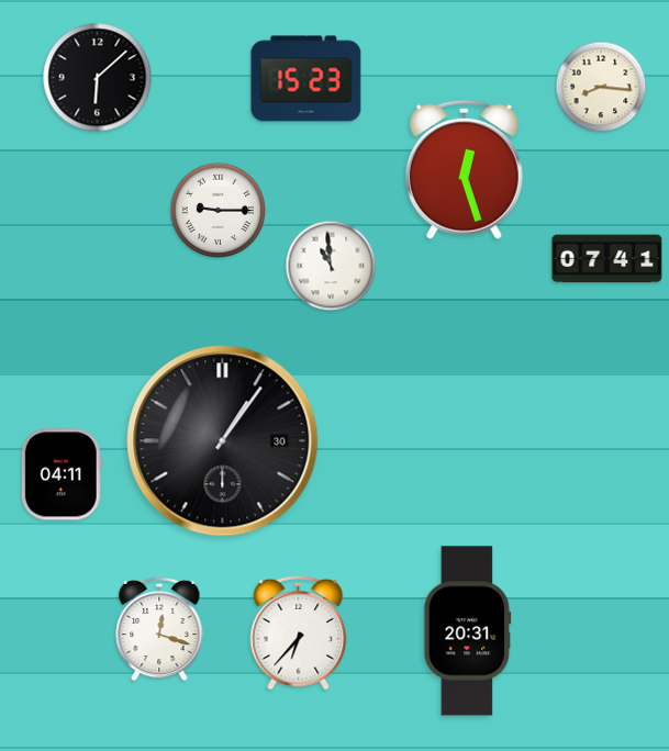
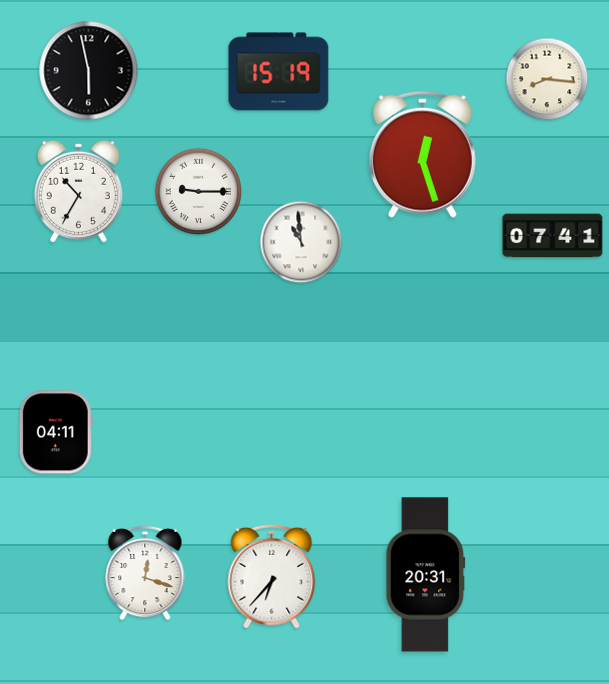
clock at (98, 78): 6:08 -> 5:58
clock at (306, 79): 15:23 -> 15:19
clock at (78, 191): none -> 10:35
clock at (223, 441): 1:06 -> none
